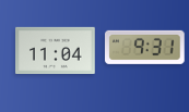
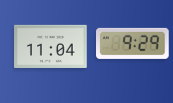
clock at (145, 47): 9:31 -> 9:29
